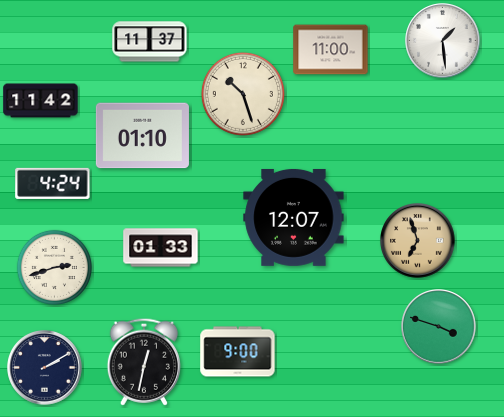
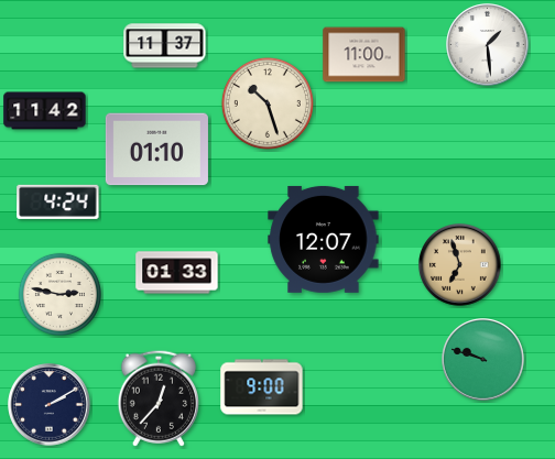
clock at (54, 267): 2:42 -> 2:47
clock at (439, 327): 3:48 -> 9:48
clock at (144, 362): 12:32 -> 12:37
